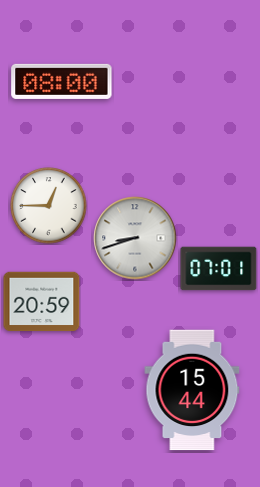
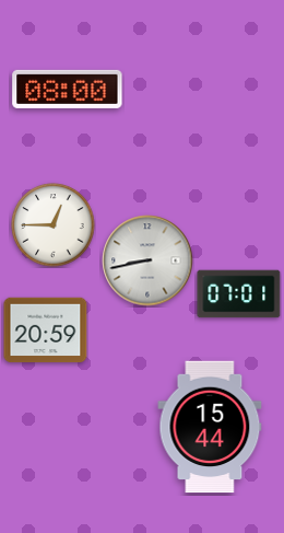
clock at (135, 238): 8:42 -> 8:43
